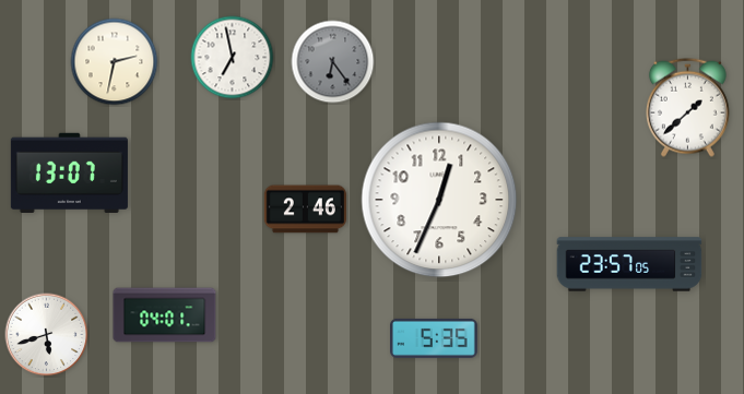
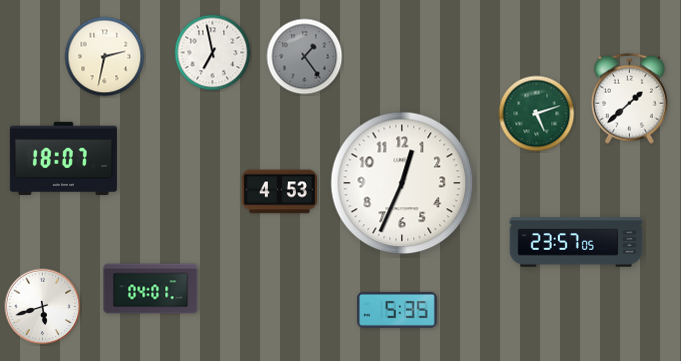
clock at (333, 62): 6:24 -> 1:24
clock at (537, 114): none -> 5:12
clock at (69, 172): 13:07 -> 18:07
clock at (305, 210): 2:46 -> 4:53
